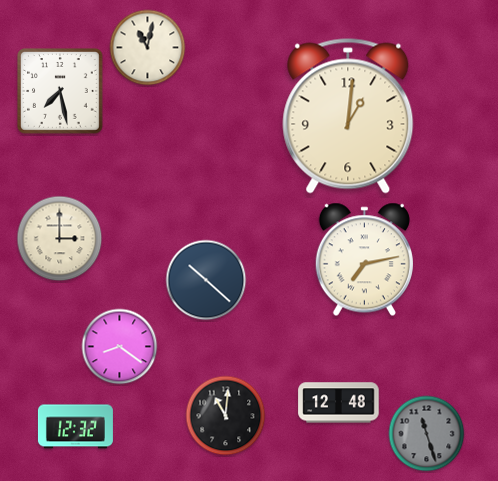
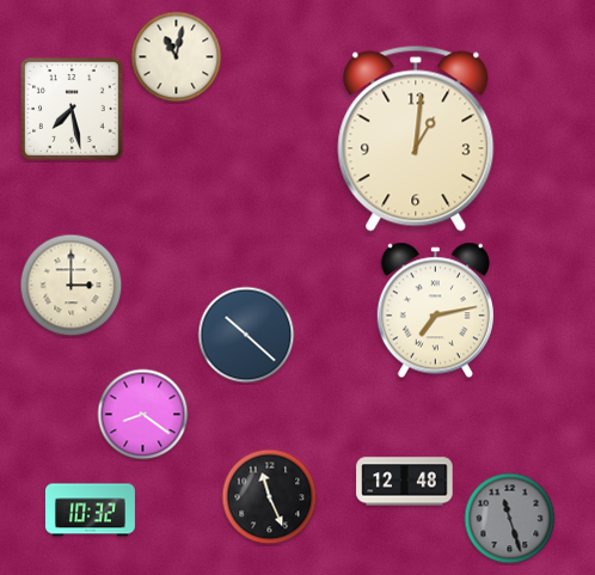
clock at (226, 416): 11:01 -> 11:26
clock at (75, 427): 12:32 -> 10:32
